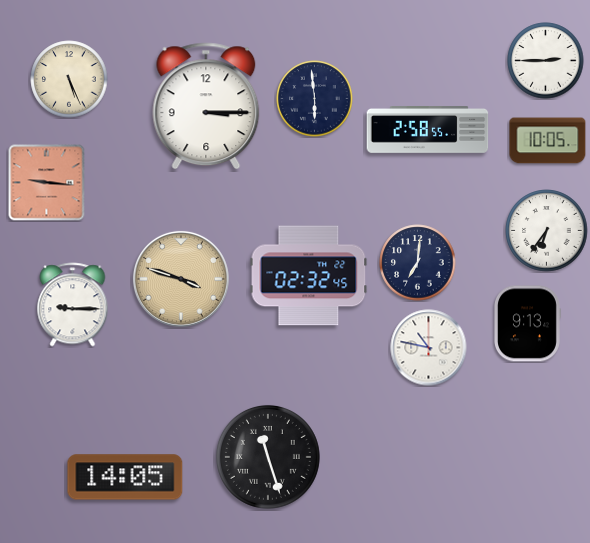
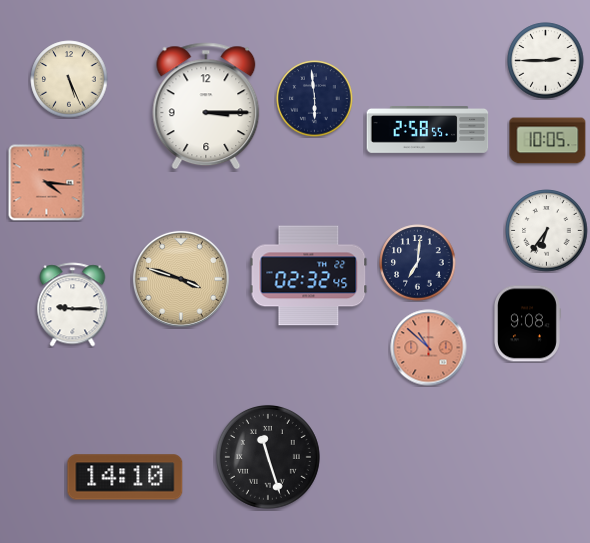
clock at (47, 183): 9:16 -> 4:16
clock at (528, 324): 9:13 -> 9:08
clock at (429, 348): 10:47 -> 10:52
clock at (429, 348) dial: white -> salmon
clock at (125, 477): 14:05 -> 14:10
